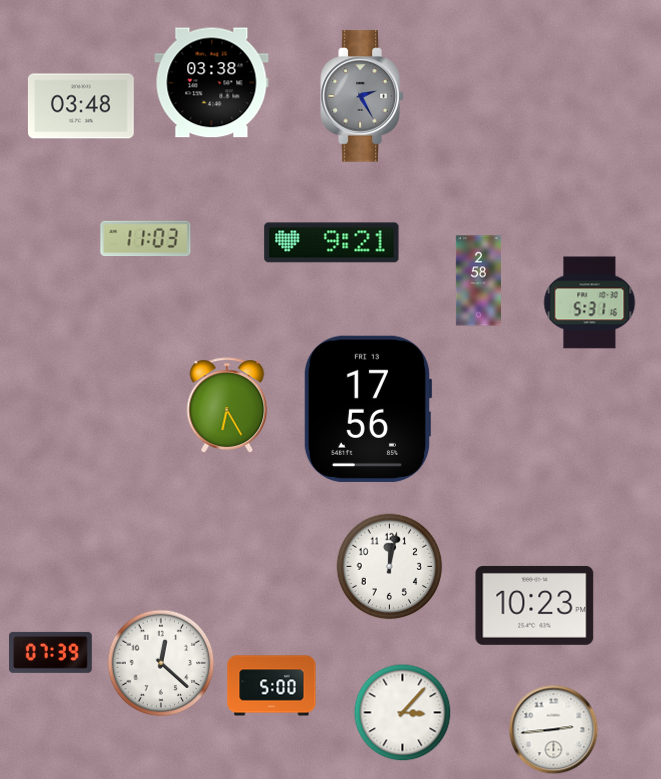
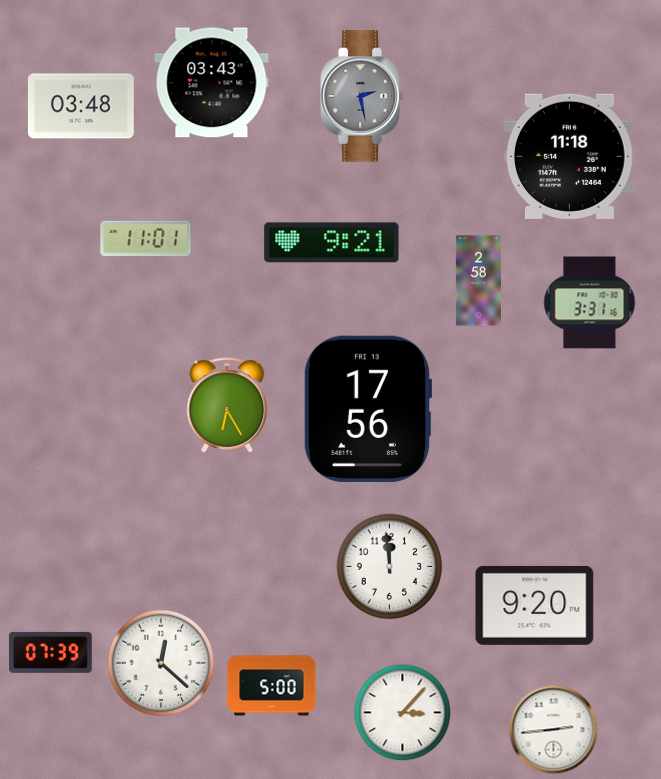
clock at (212, 83): 03:38 -> 03:43
clock at (362, 96): 2:25 -> 2:28
clock at (570, 156): none -> 11:18
clock at (146, 239): 11:03 -> 11:01
clock at (590, 303): 5:31 -> 3:31
clock at (390, 567): 12:02 -> 11:59
clock at (535, 605): 10:23 -> 9:20
